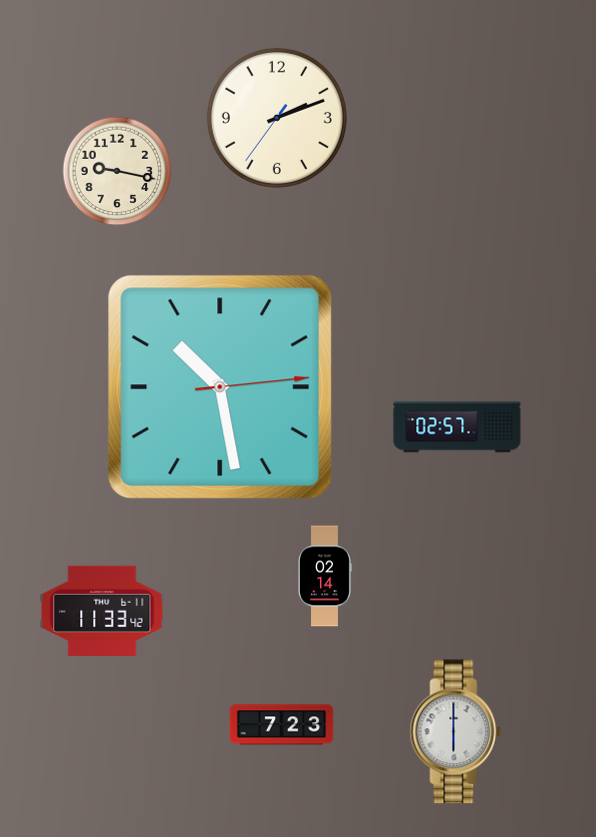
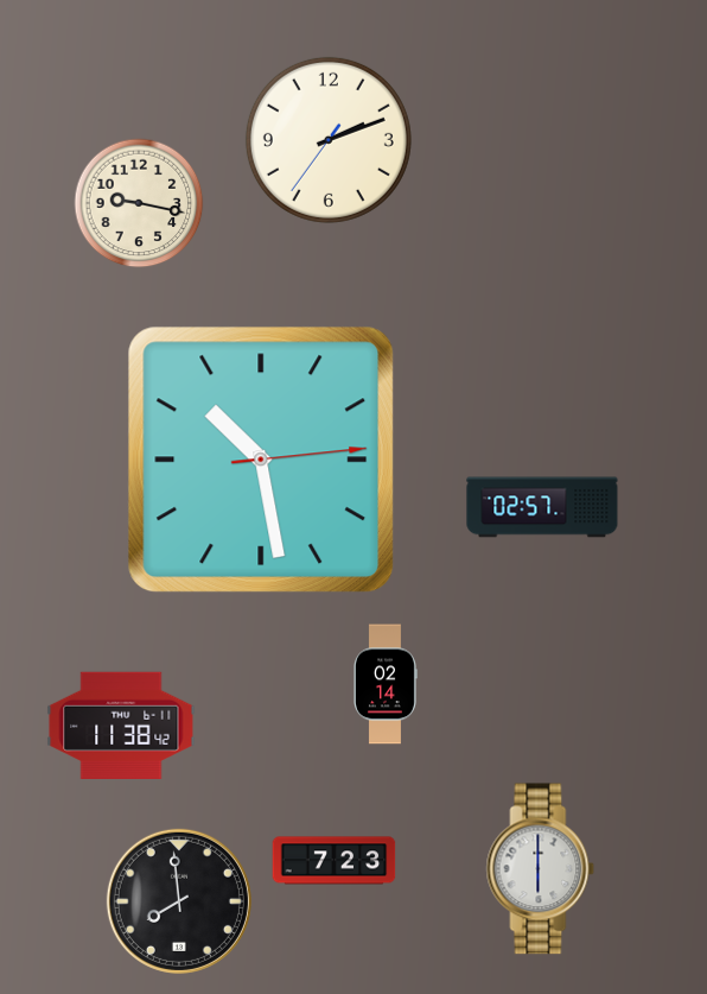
clock at (102, 611): 11:33 -> 11:38
clock at (179, 901): none -> 7:59
